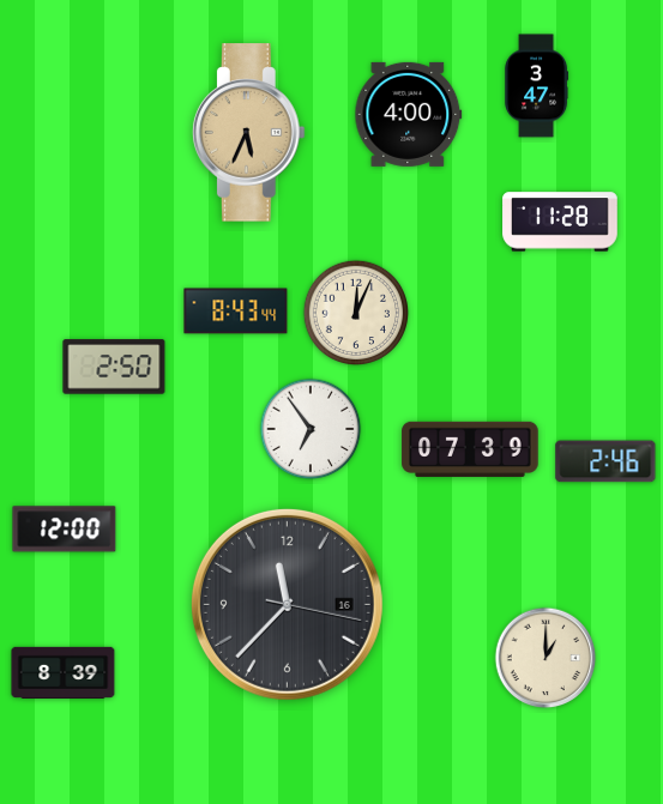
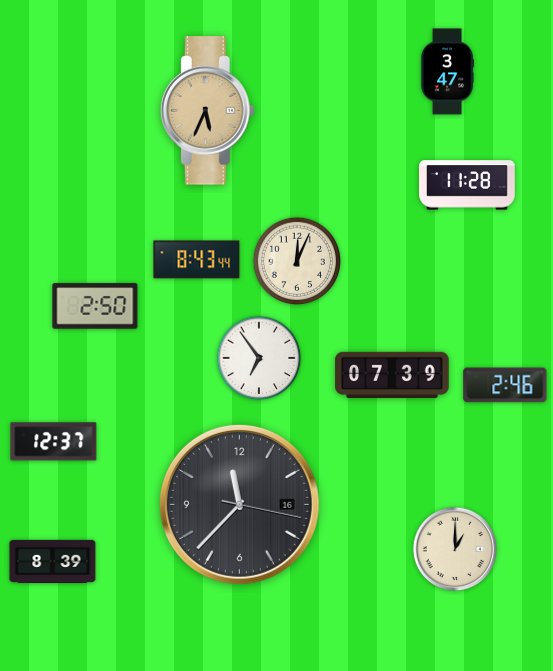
clock at (409, 114): 4:00 -> none
clock at (65, 530): 12:00 -> 12:37
